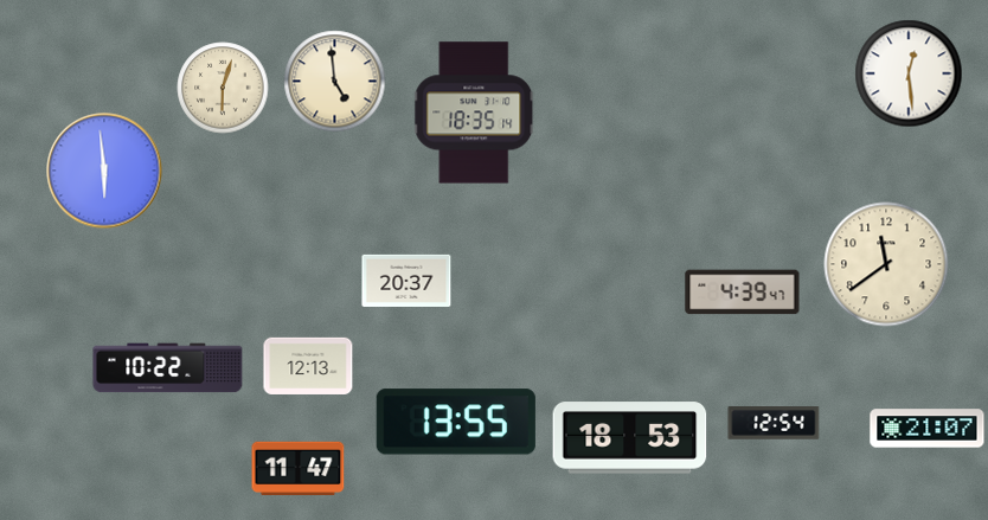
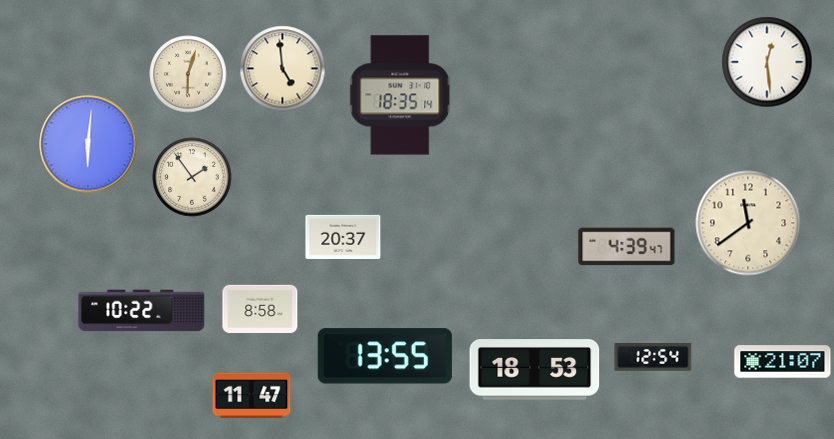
clock at (104, 171): 5:59 -> 6:01
clock at (192, 177): none -> 1:54
clock at (308, 365): 12:13 -> 8:58
clock at (630, 438) position: (630, 438) -> (535, 370)
